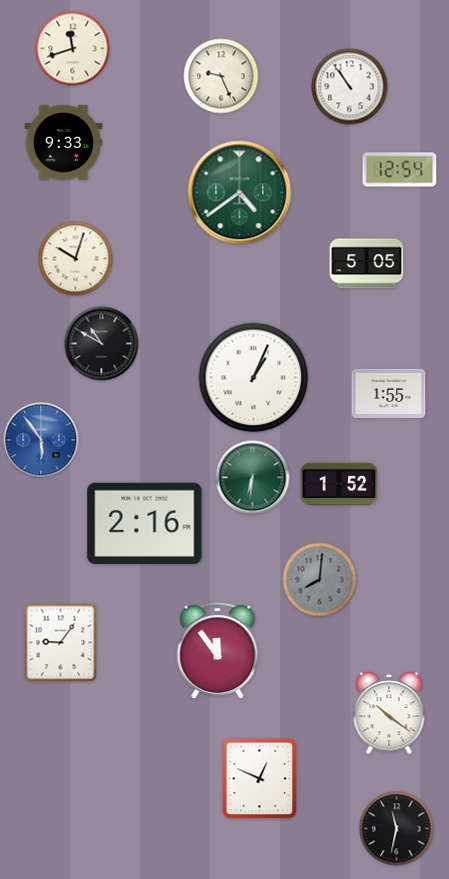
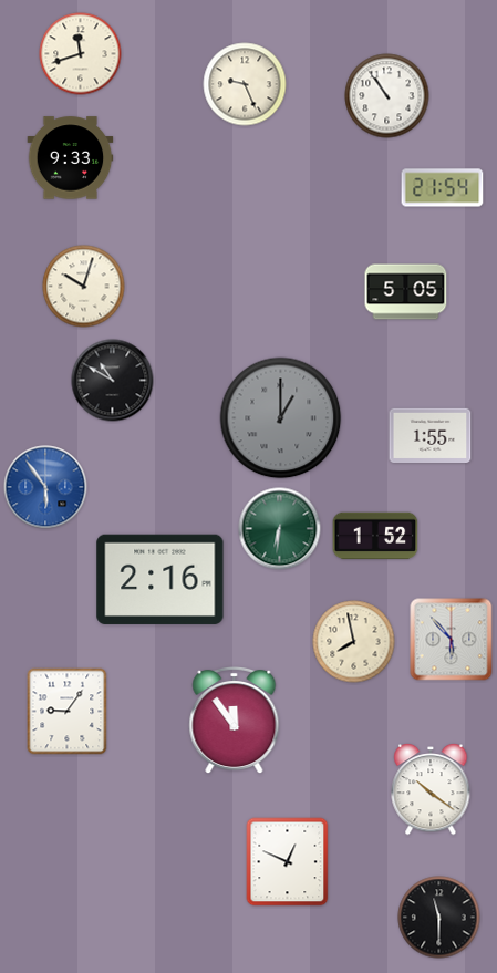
clock at (400, 170): 12:54 -> 21:54
clock at (240, 193): 4:39 -> none
clock at (254, 378): 1:04 -> 1:00
clock at (254, 378) dial: white -> grey
clock at (452, 640): none -> 5:53
clock at (320, 580): 8:01 -> 7:58
clock at (320, 580) dial: grey -> cream
clock at (218, 651) position: (218, 651) -> (235, 721)
clock at (397, 829): 11:32 -> 11:30
